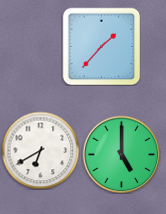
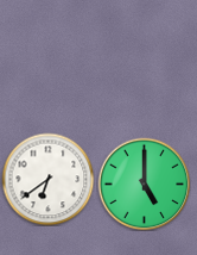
clock at (101, 46): 1:37 -> none
clock at (40, 150): 6:40 -> 6:39
